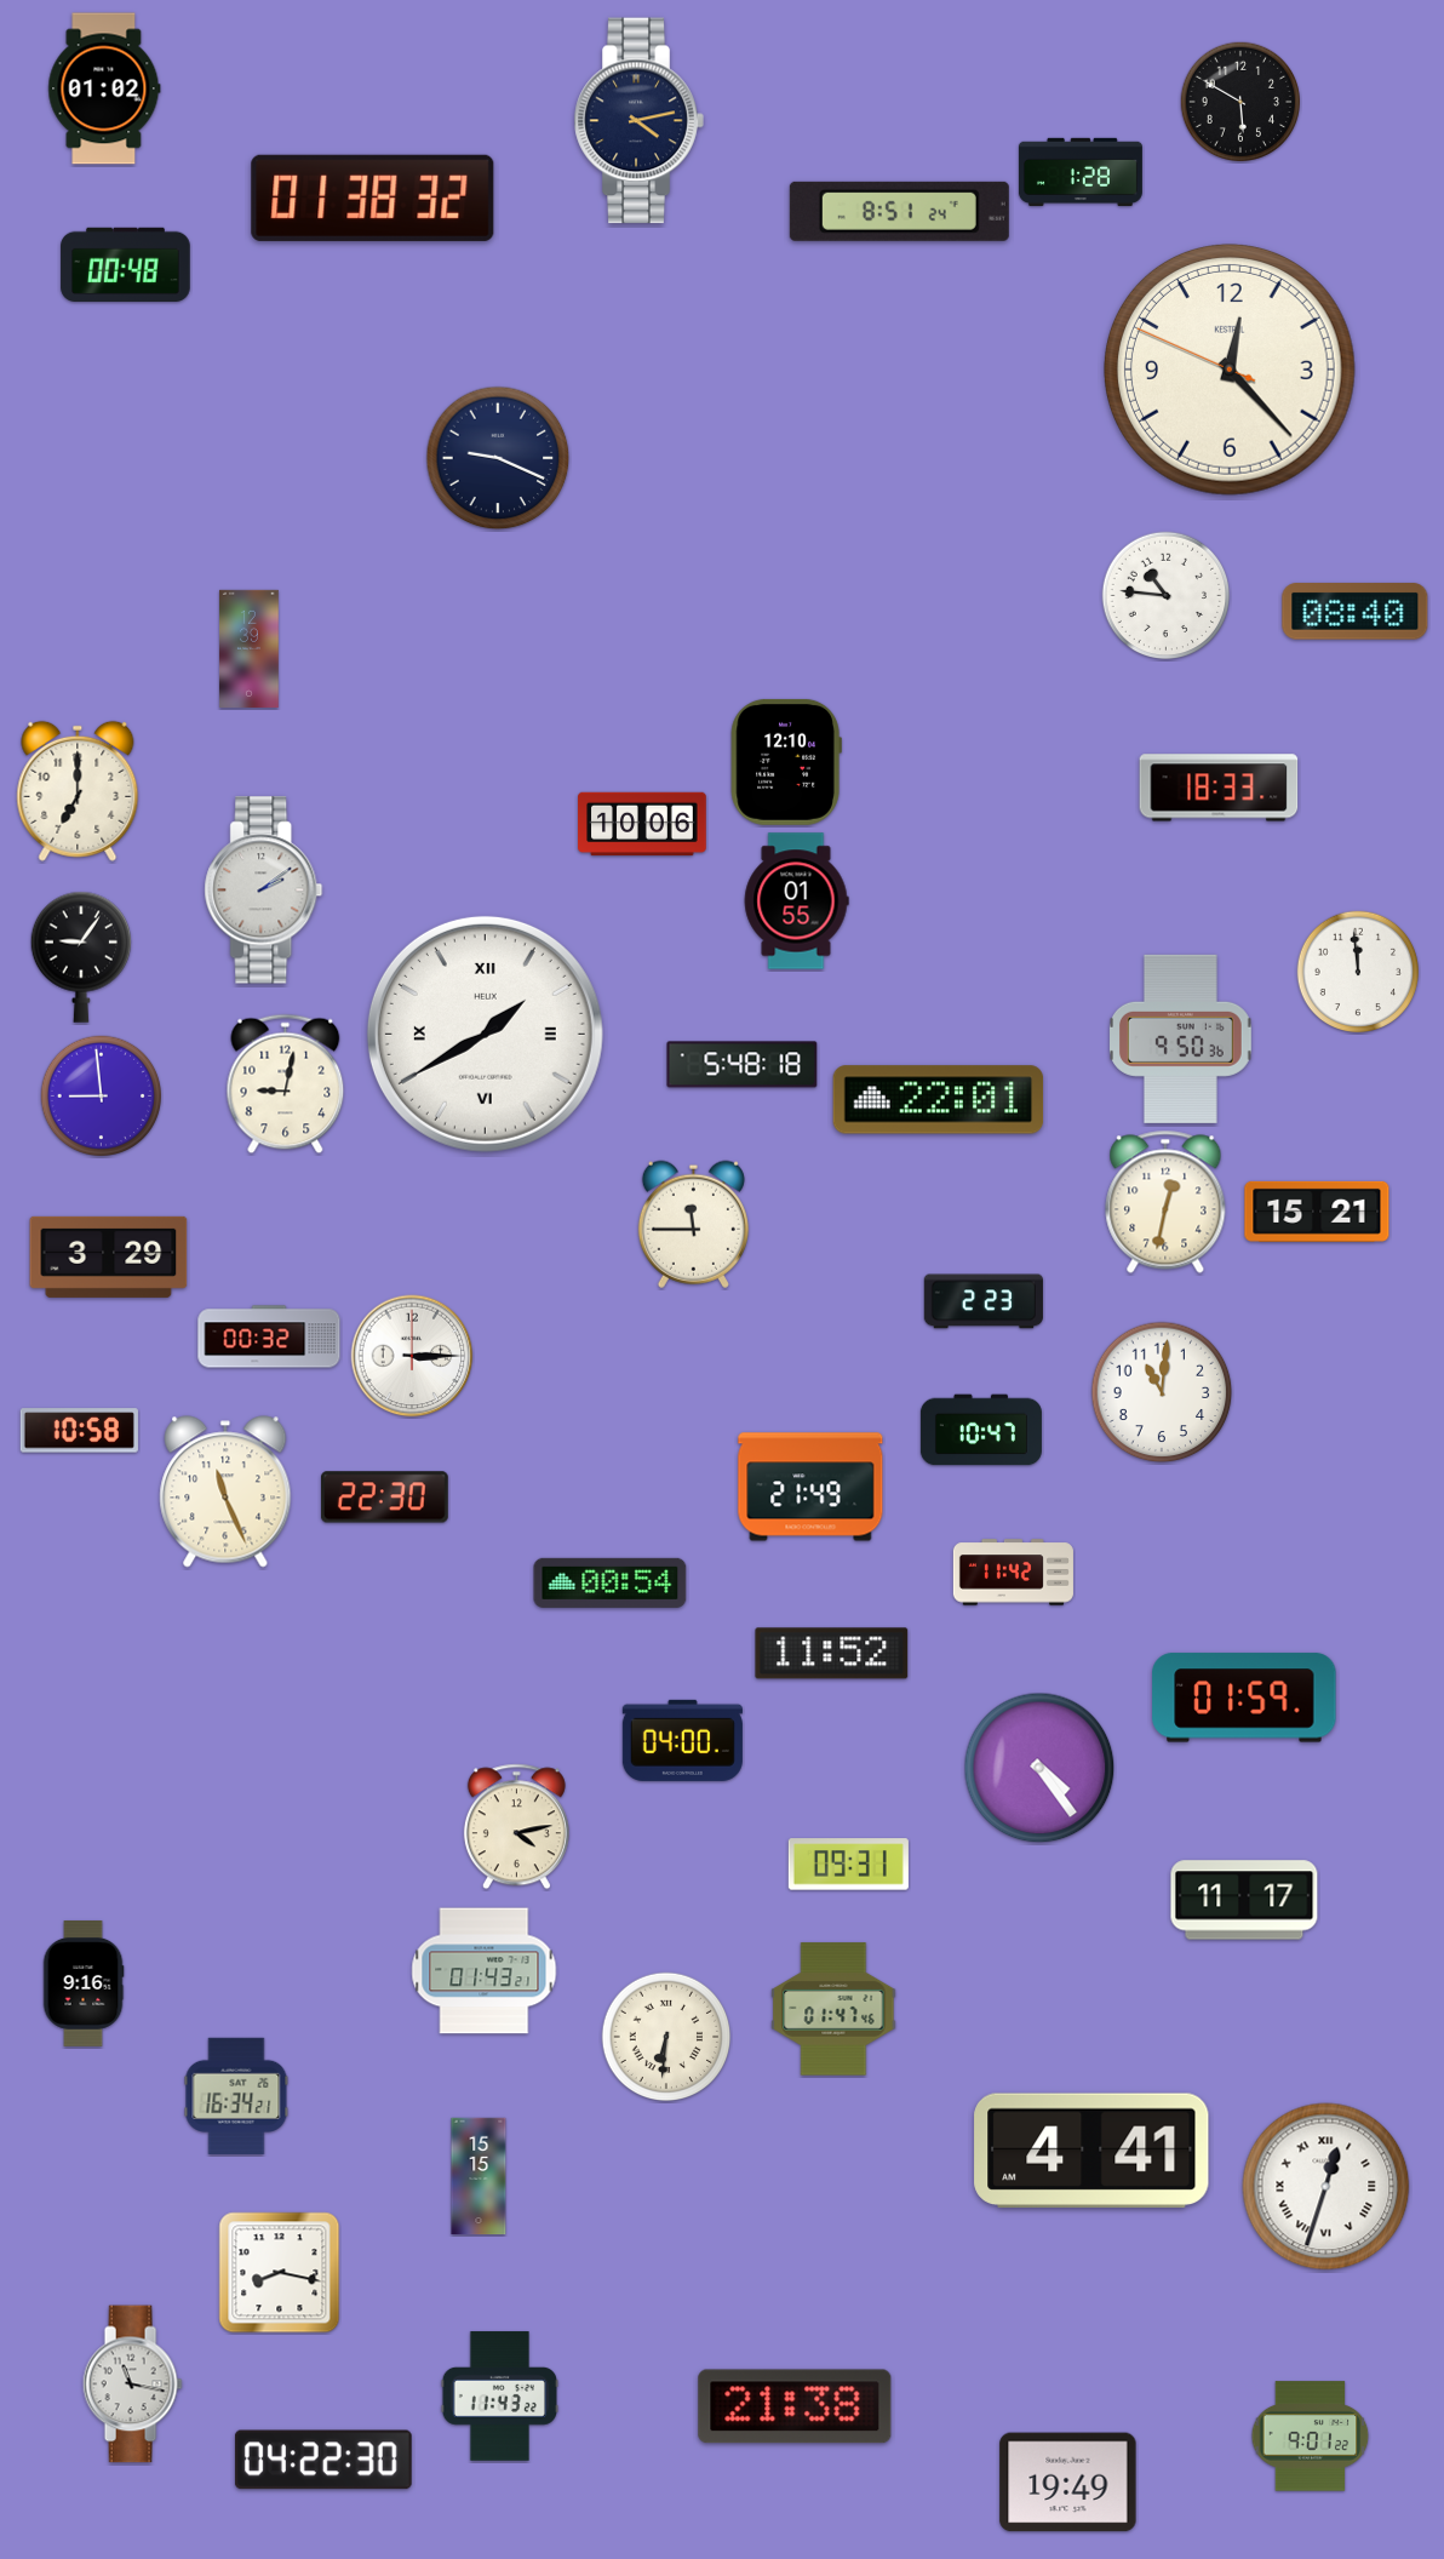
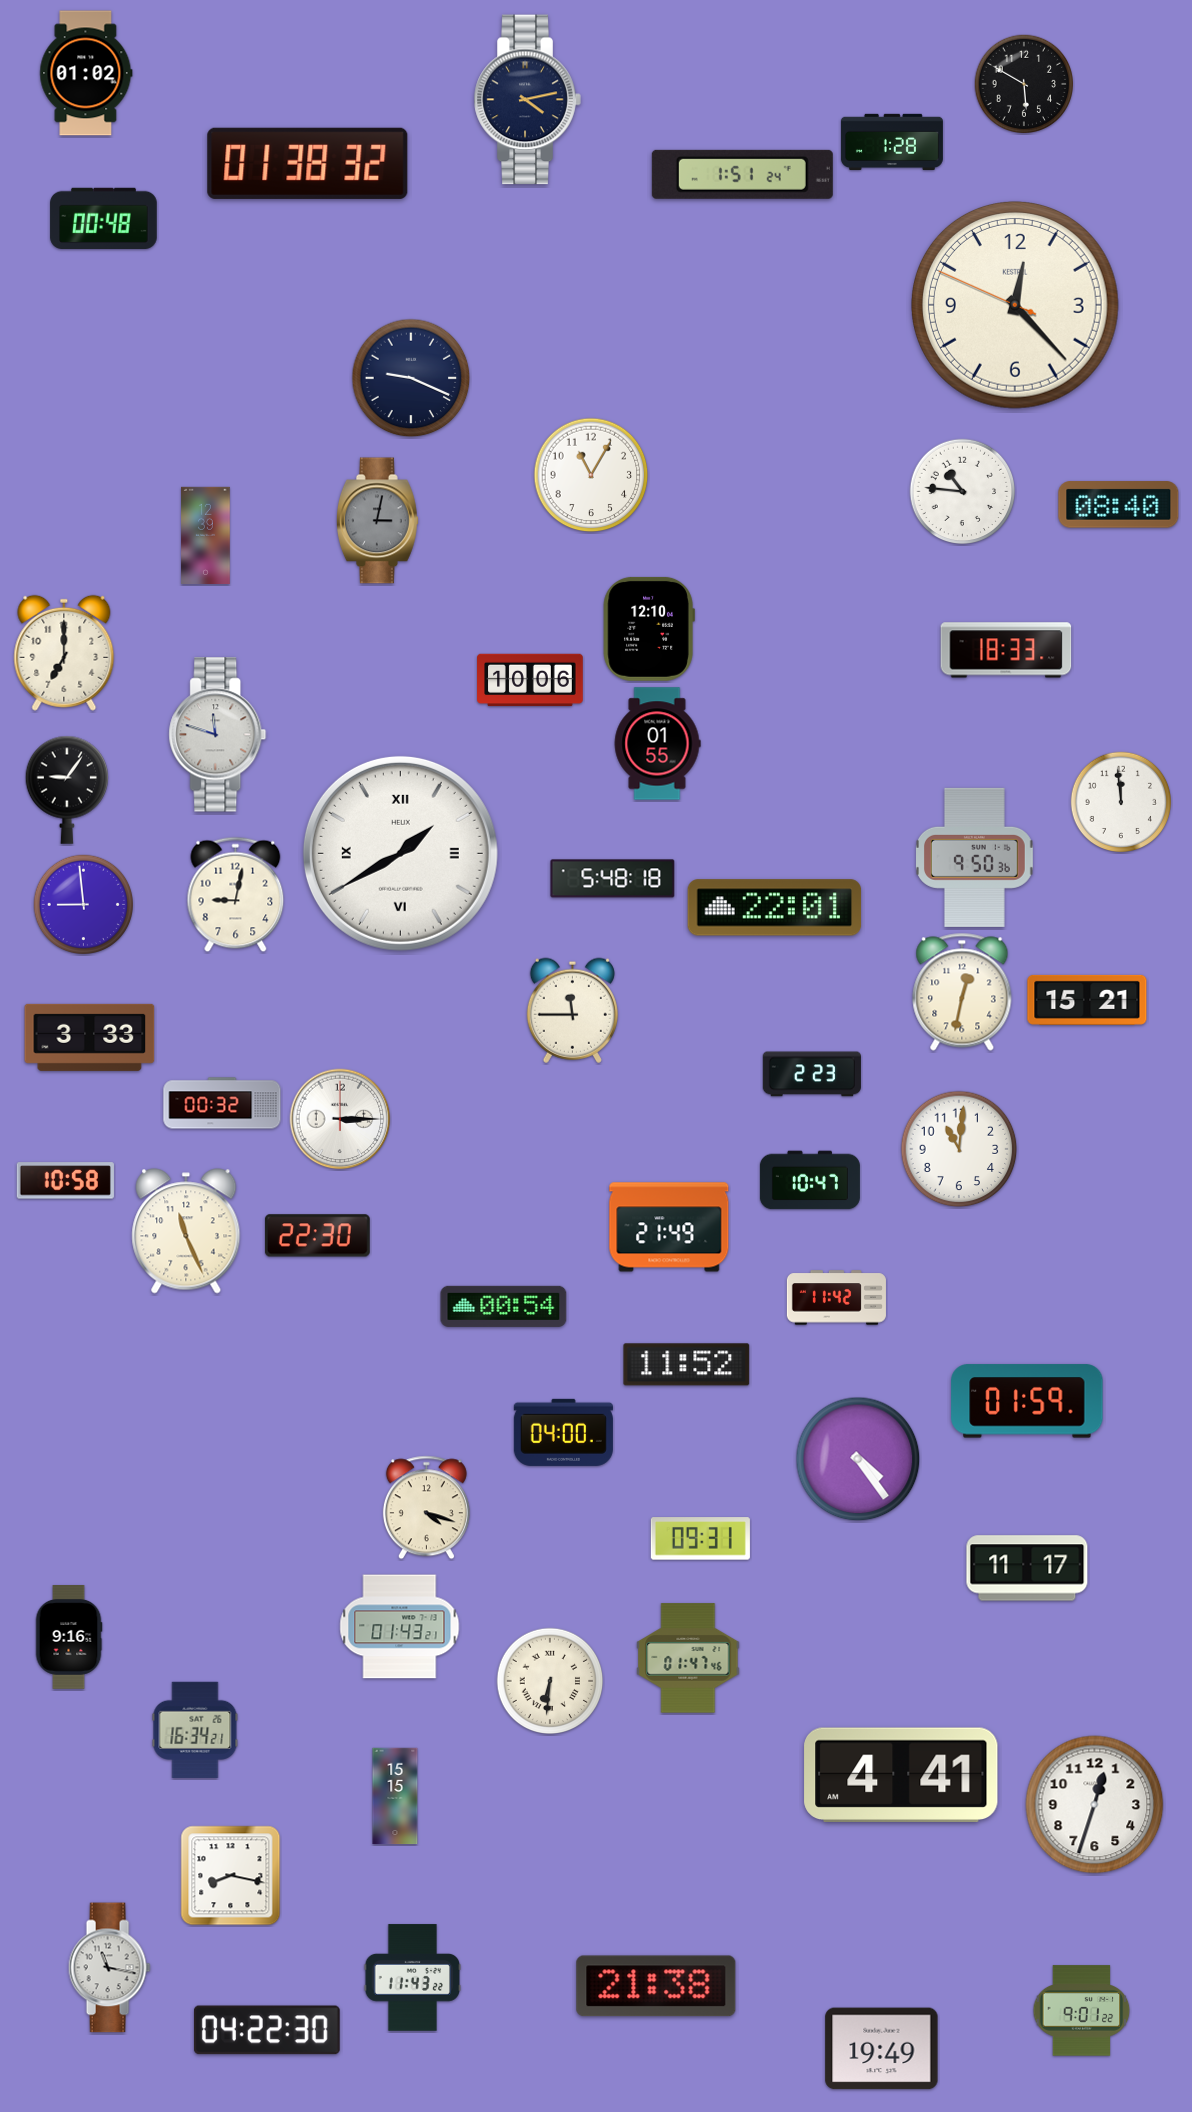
clock at (899, 211): 8:51 -> 1:51
clock at (591, 475): none -> 11:05
clock at (377, 521): none -> 3:02
clock at (264, 891): 2:09 -> 11:48
clock at (109, 1256): 3:29 -> 3:33
clock at (682, 1740) position: (682, 1740) -> (563, 1432)
clock at (516, 1827): 4:13 -> 4:18
clock at (1326, 2187) numerals: Roman -> Arabic
